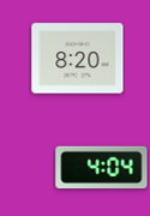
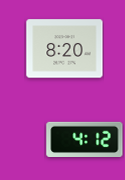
clock at (102, 167): 4:04 -> 4:12
